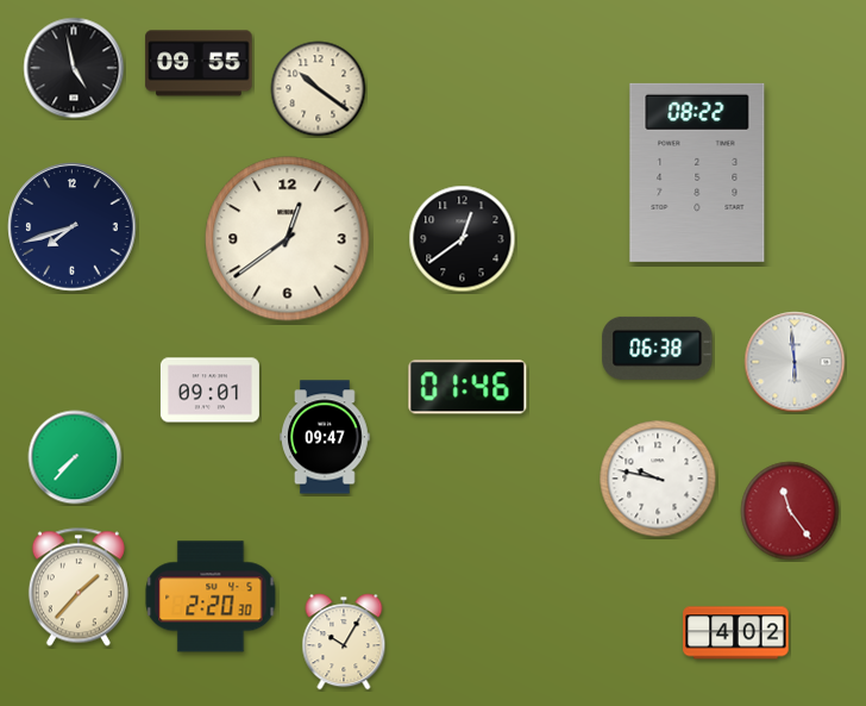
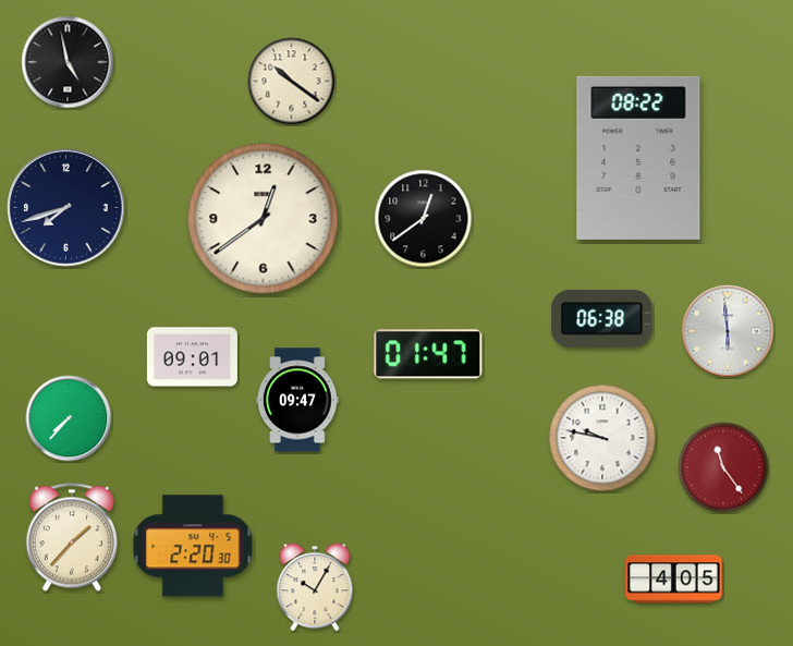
clock at (199, 63): 09:55 -> none
clock at (467, 387): 01:46 -> 01:47
clock at (736, 633): 4:02 -> 4:05
